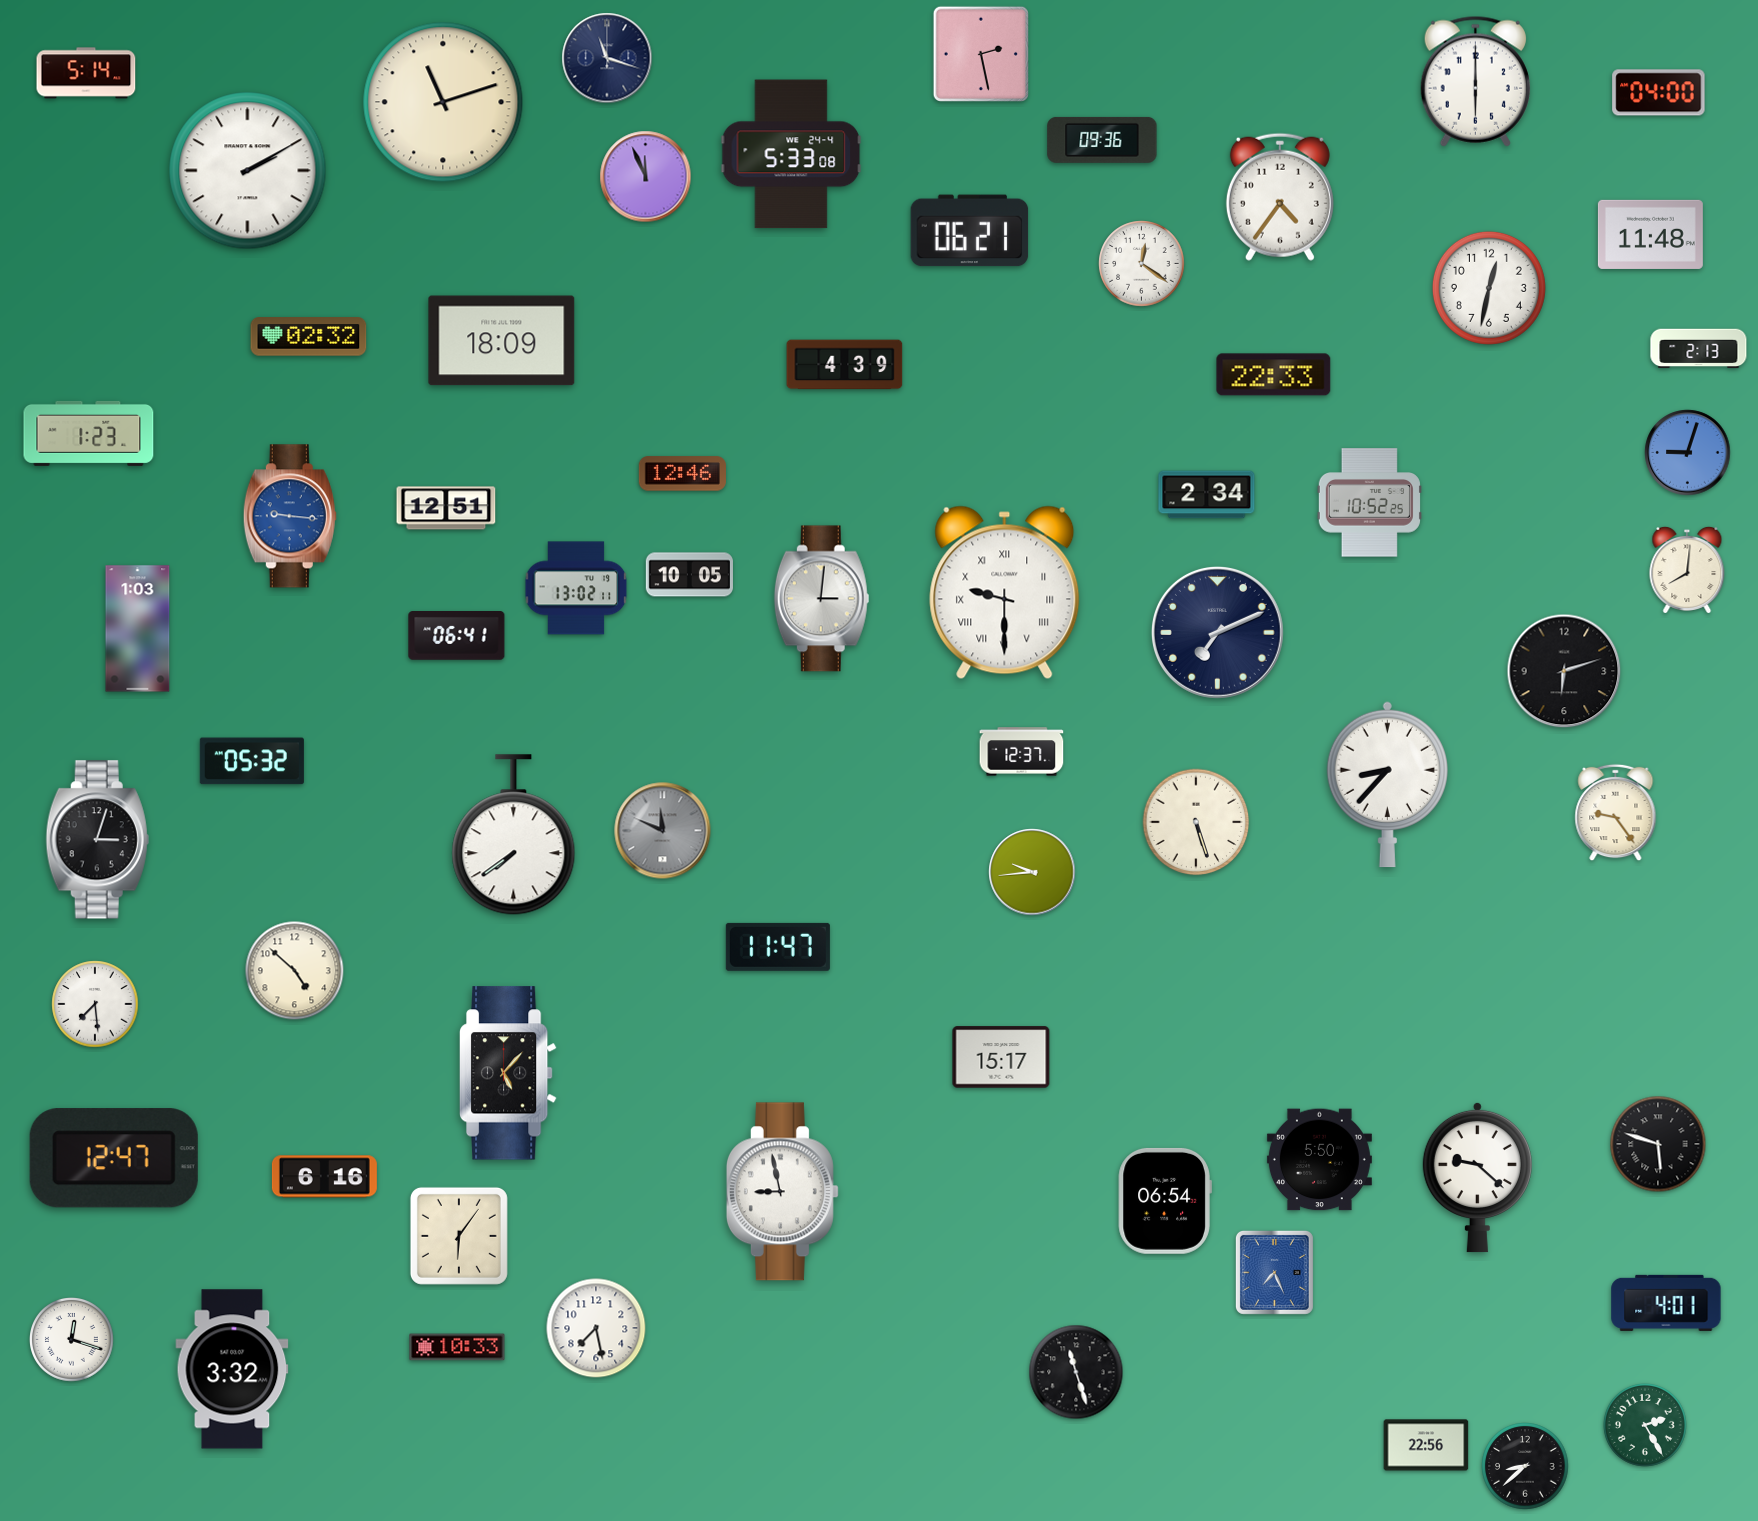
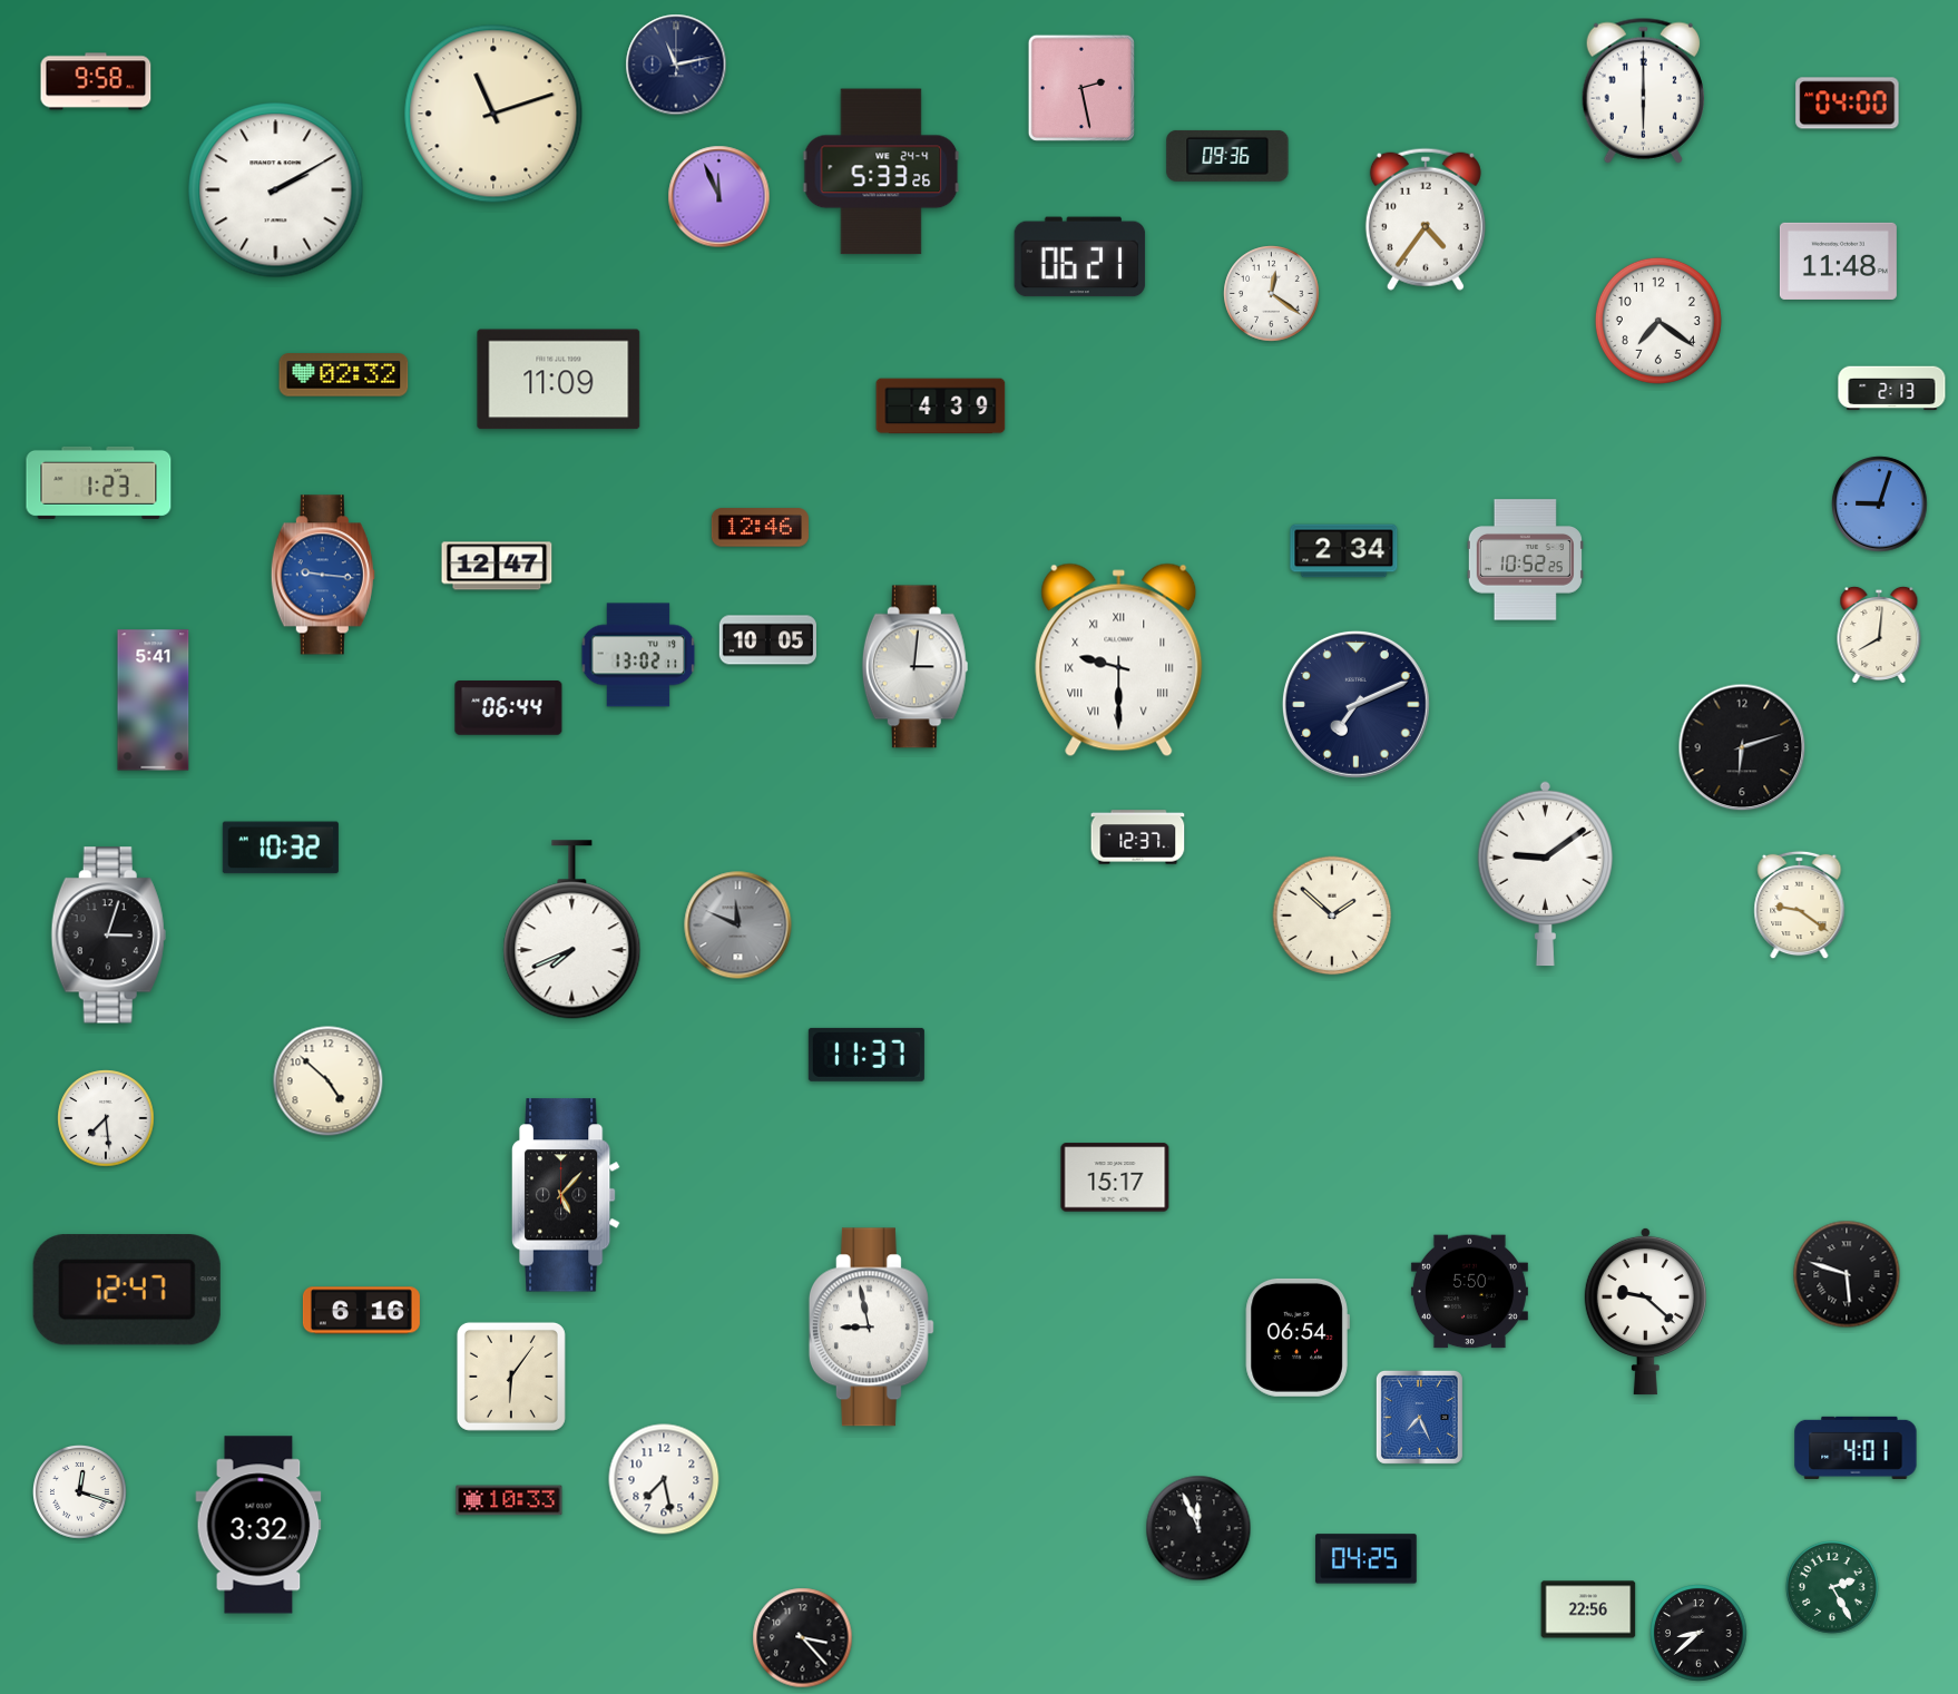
clock at (981, 54) position: (981, 54) -> (1081, 88)
clock at (607, 58): 11:18 -> 11:13
clock at (86, 73): 5:14 -> 9:58
clock at (791, 154): 5:33:08 -> 5:33:26
clock at (1489, 288): 12:32 -> 7:21
clock at (502, 341): 18:09 -> 11:09
clock at (1274, 375): 22:33 -> none
clock at (446, 508): 12:51 -> 12:47
clock at (576, 588) position: (576, 588) -> (638, 655)
clock at (138, 629): 1:03 -> 5:41
clock at (457, 636): 06:41 -> 06:44
clock at (252, 761): 05:32 -> 10:32
clock at (1387, 784): 8:37 -> 9:09
clock at (1616, 813): 9:24 -> 9:21
clock at (1196, 822): 5:27 -> 1:52
clock at (514, 835): 7:39 -> 7:41
clock at (1032, 872): 9:44 -> none
clock at (778, 947): 11:47 -> 11:37
clock at (1666, 1303) position: (1666, 1303) -> (1856, 1448)
clock at (1076, 1372): 11:27 -> 11:56
clock at (1367, 1559): none -> 04:25
clock at (803, 1638): none -> 3:23
